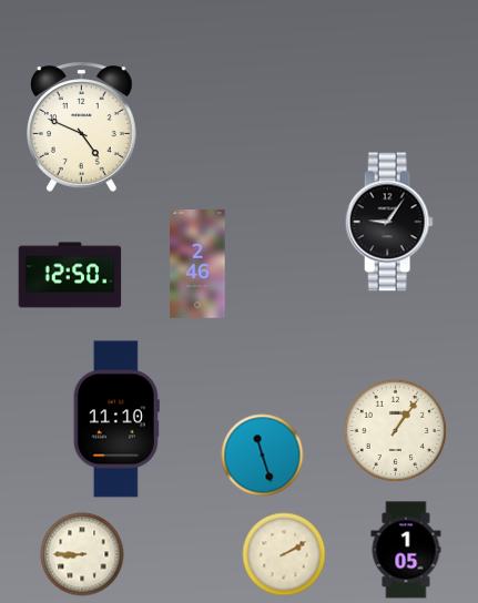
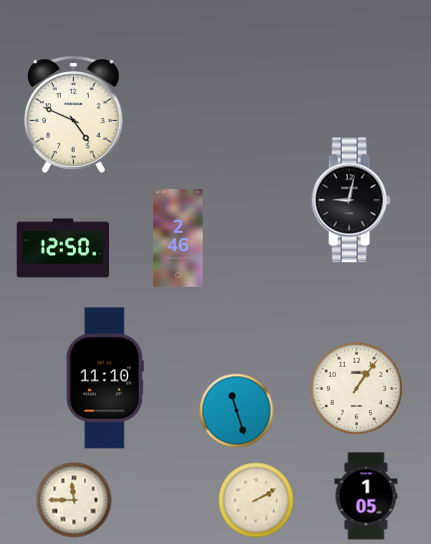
clock at (389, 222): 9:06 -> 9:02
clock at (82, 554): 8:45 -> 11:45
